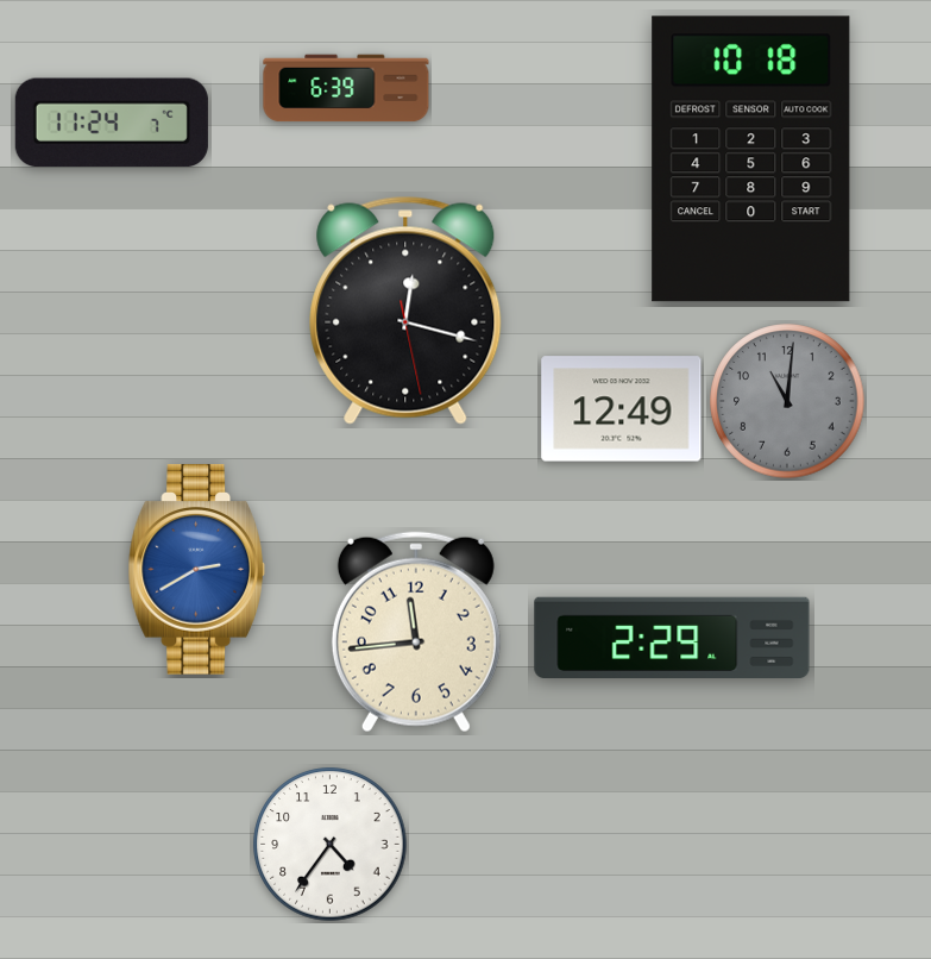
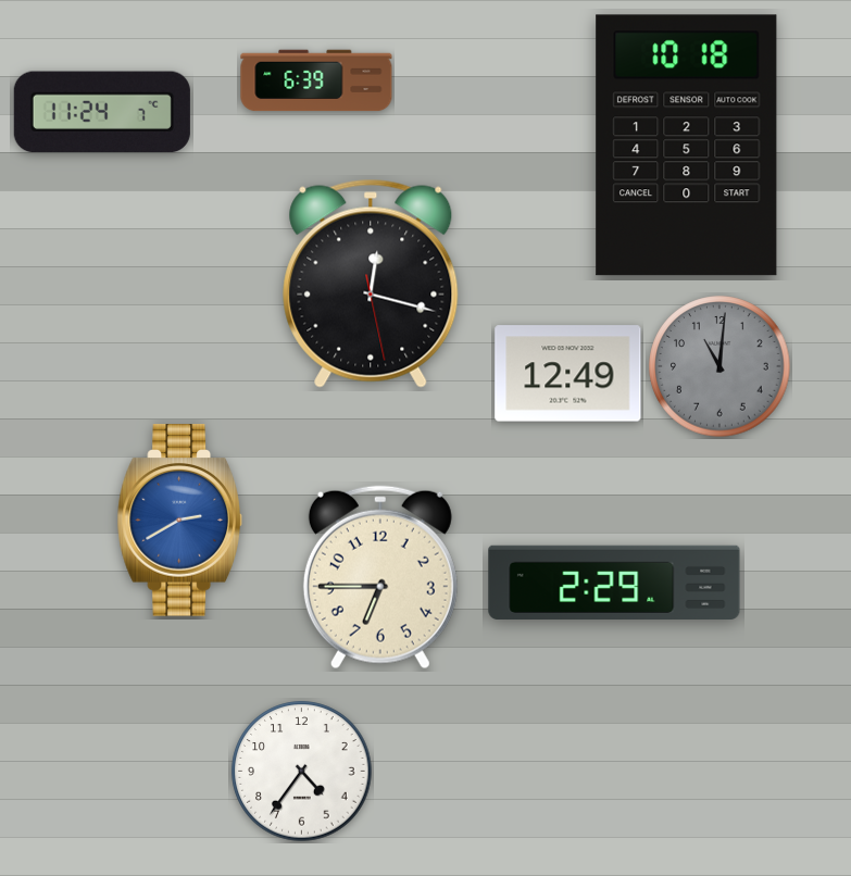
clock at (416, 632): 11:44 -> 6:45
